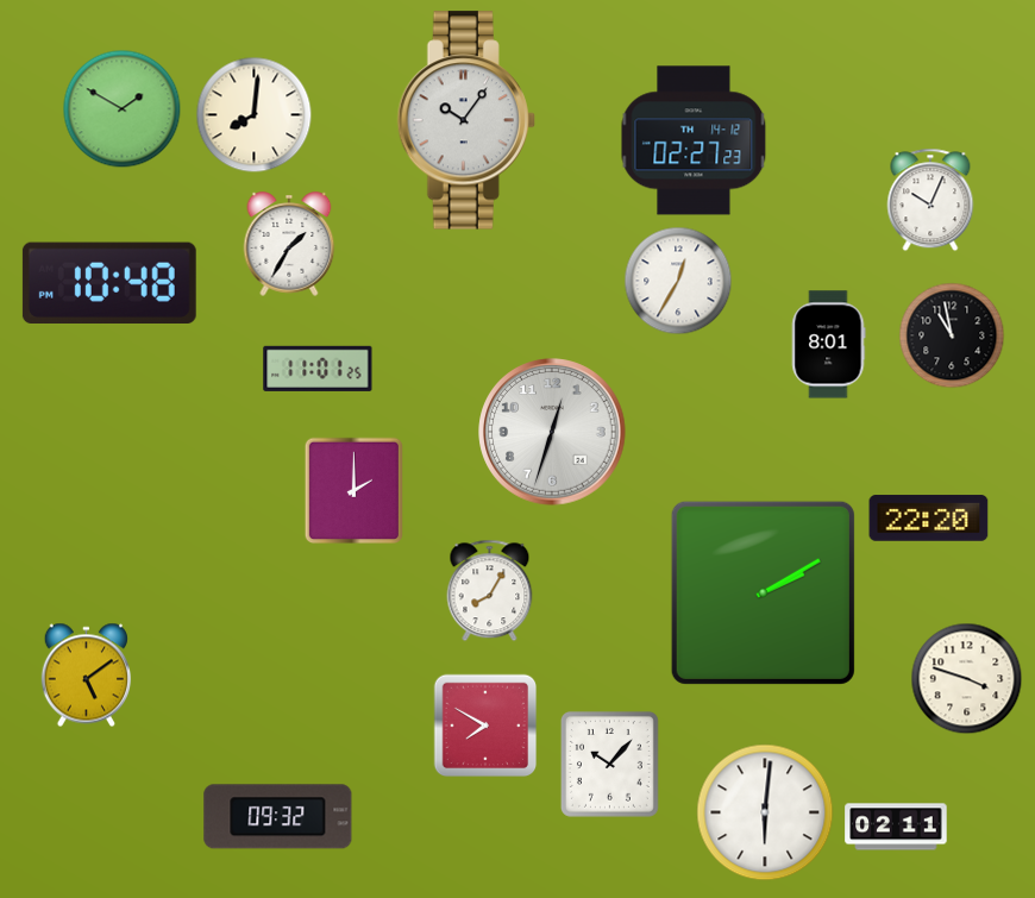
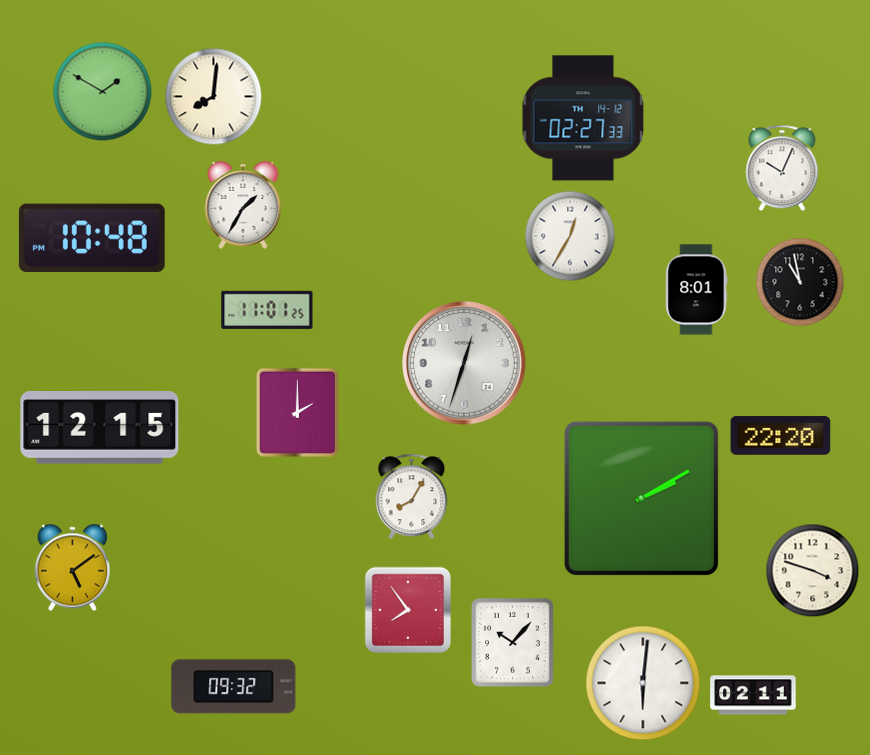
clock at (466, 120): 10:06 -> none
clock at (694, 140): 02:27:23 -> 02:27:33
clock at (100, 428): none -> 12:15
clock at (485, 726): 7:50 -> 7:54
